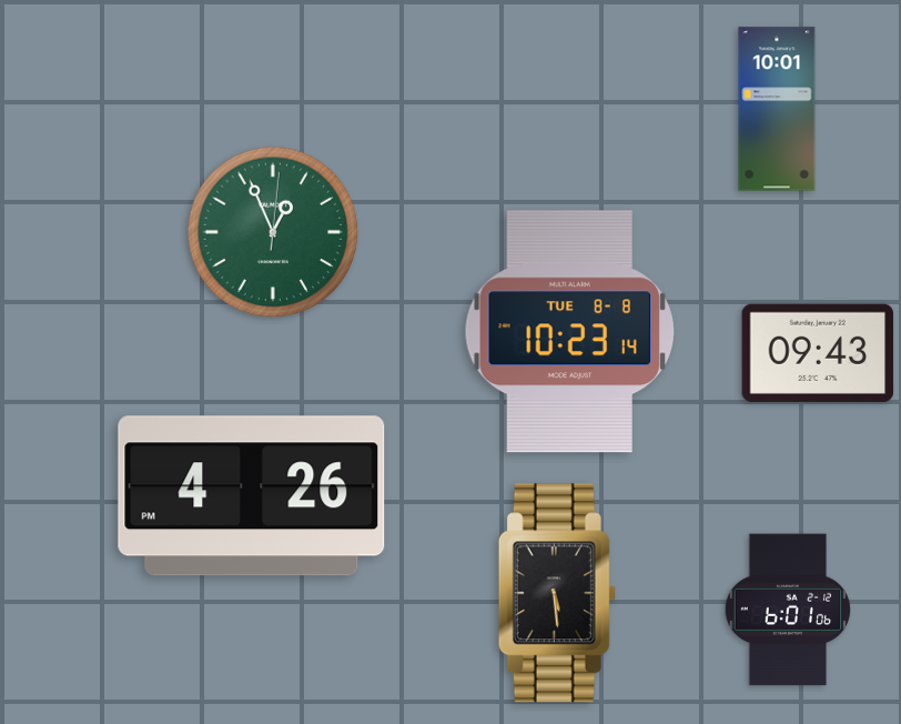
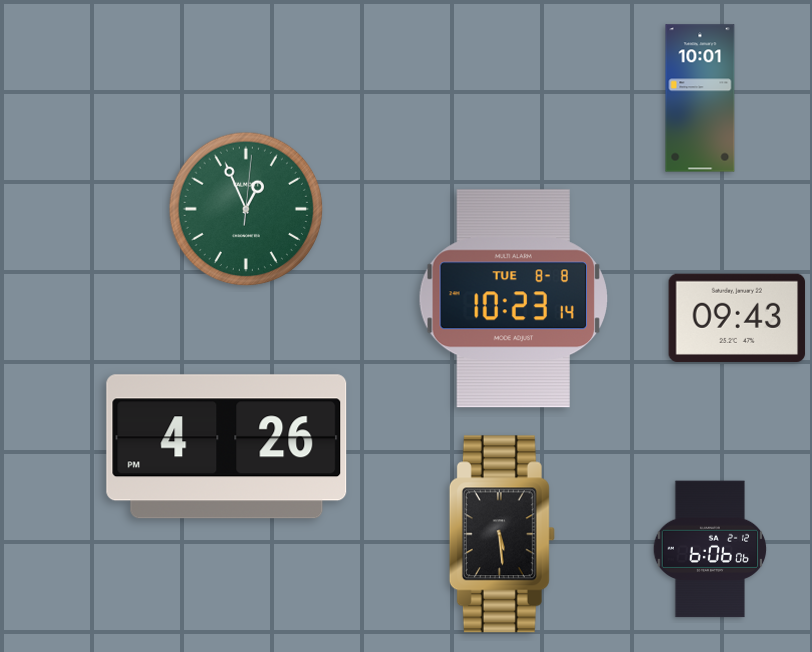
clock at (788, 610): 6:01 -> 6:06
